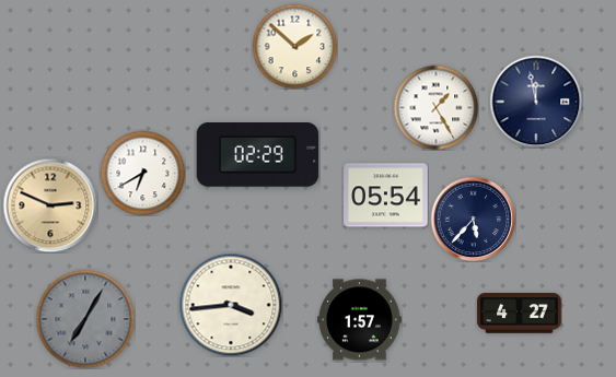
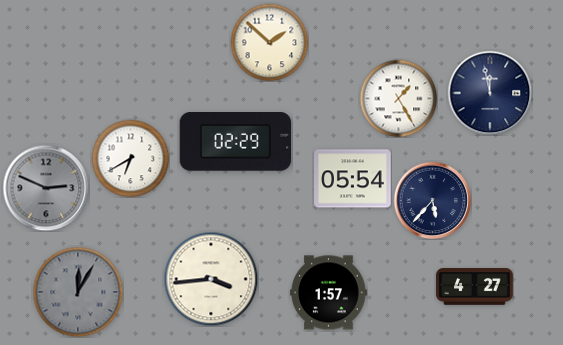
clock at (50, 205) dial: champagne -> grey
clock at (85, 319): 7:05 -> 12:05
